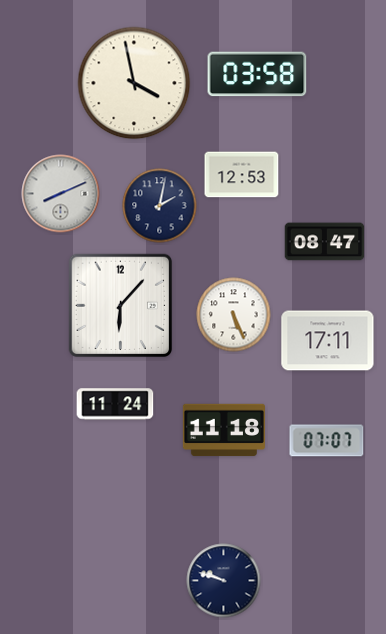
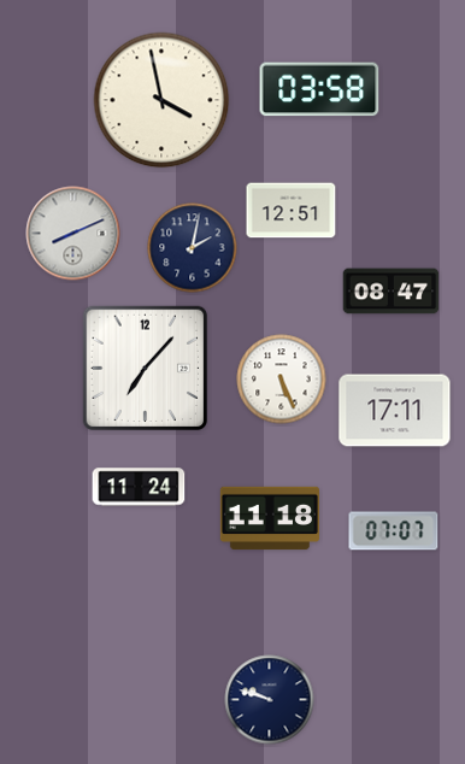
clock at (257, 74) position: (257, 74) -> (319, 89)
clock at (242, 175): 12:53 -> 12:51
clock at (121, 306): 6:07 -> 7:07
